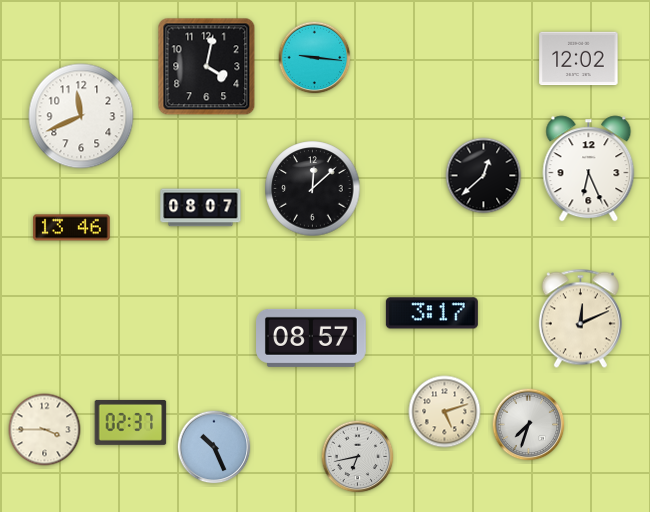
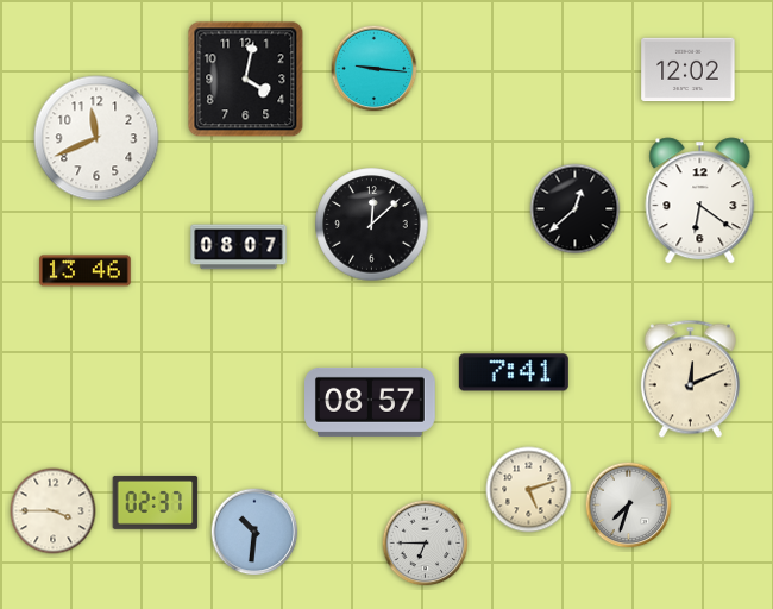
clock at (589, 169): 6:26 -> 6:21
clock at (432, 313): 3:17 -> 7:41
clock at (214, 447): 10:26 -> 10:31
clock at (358, 457): 6:43 -> 6:45
